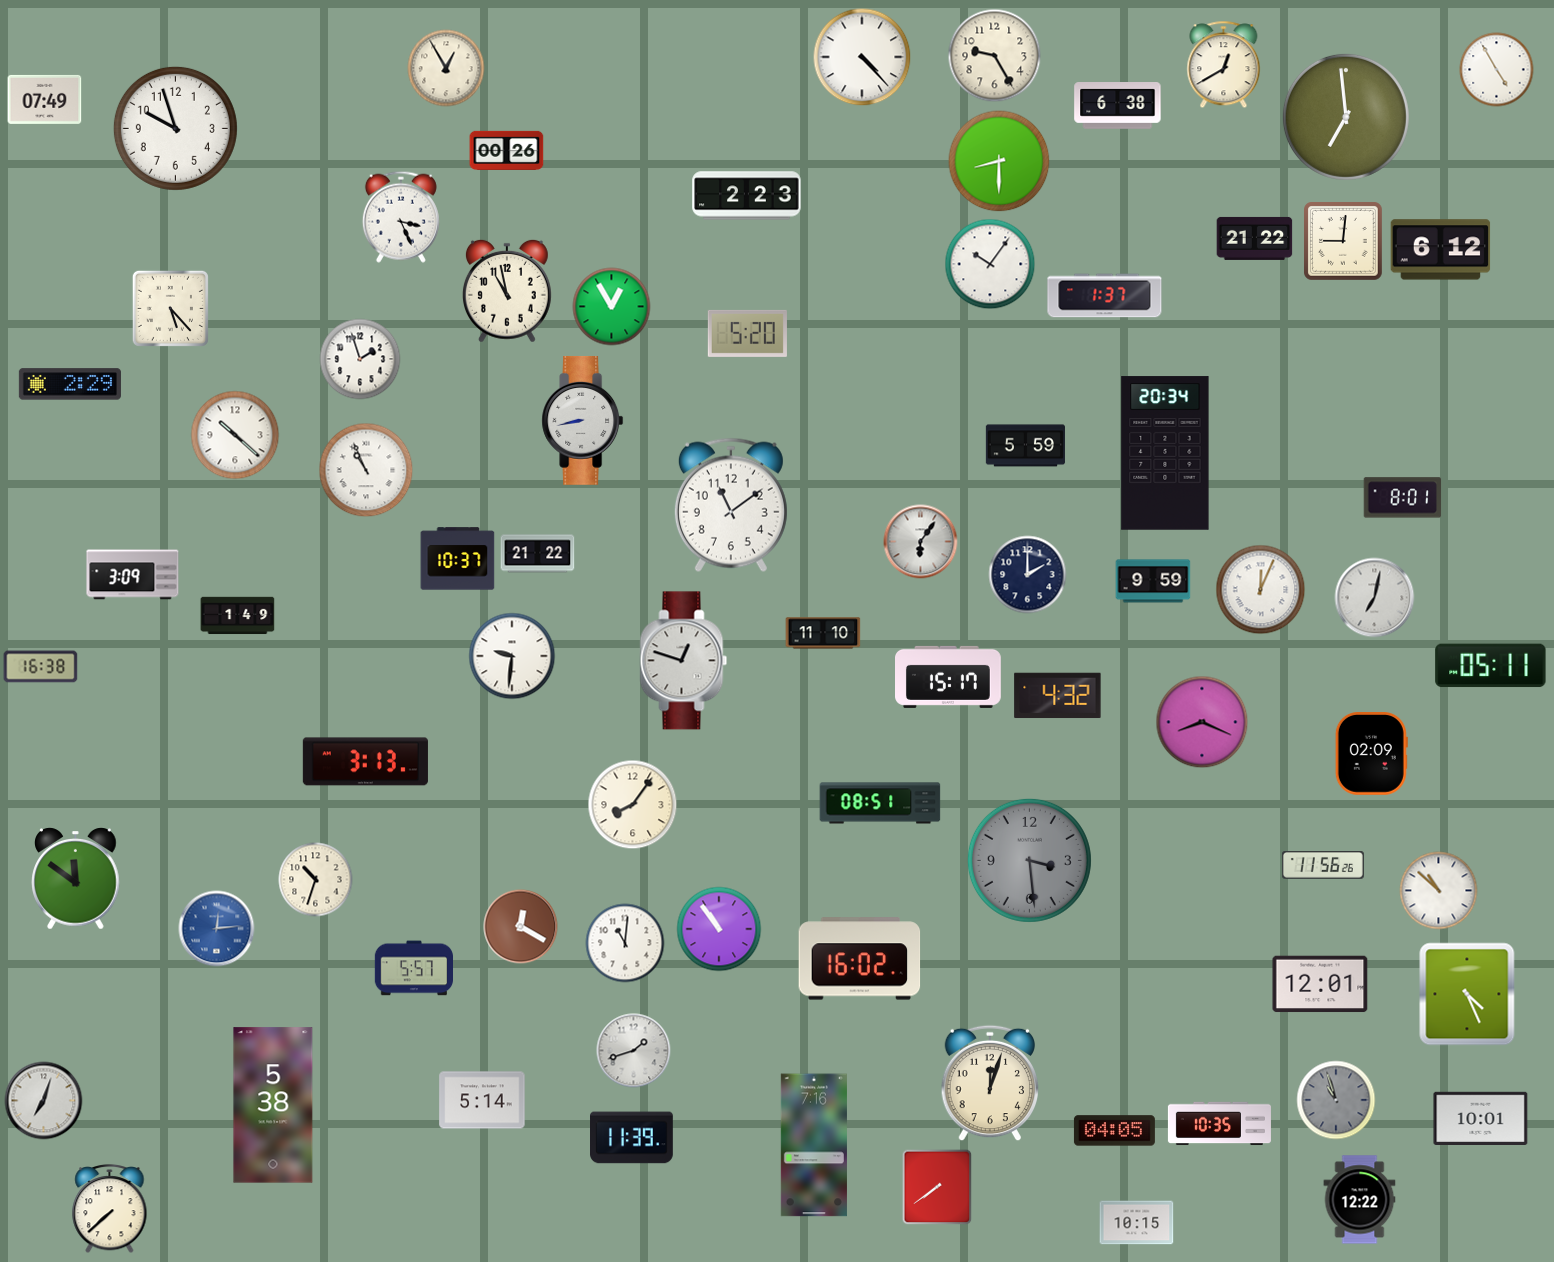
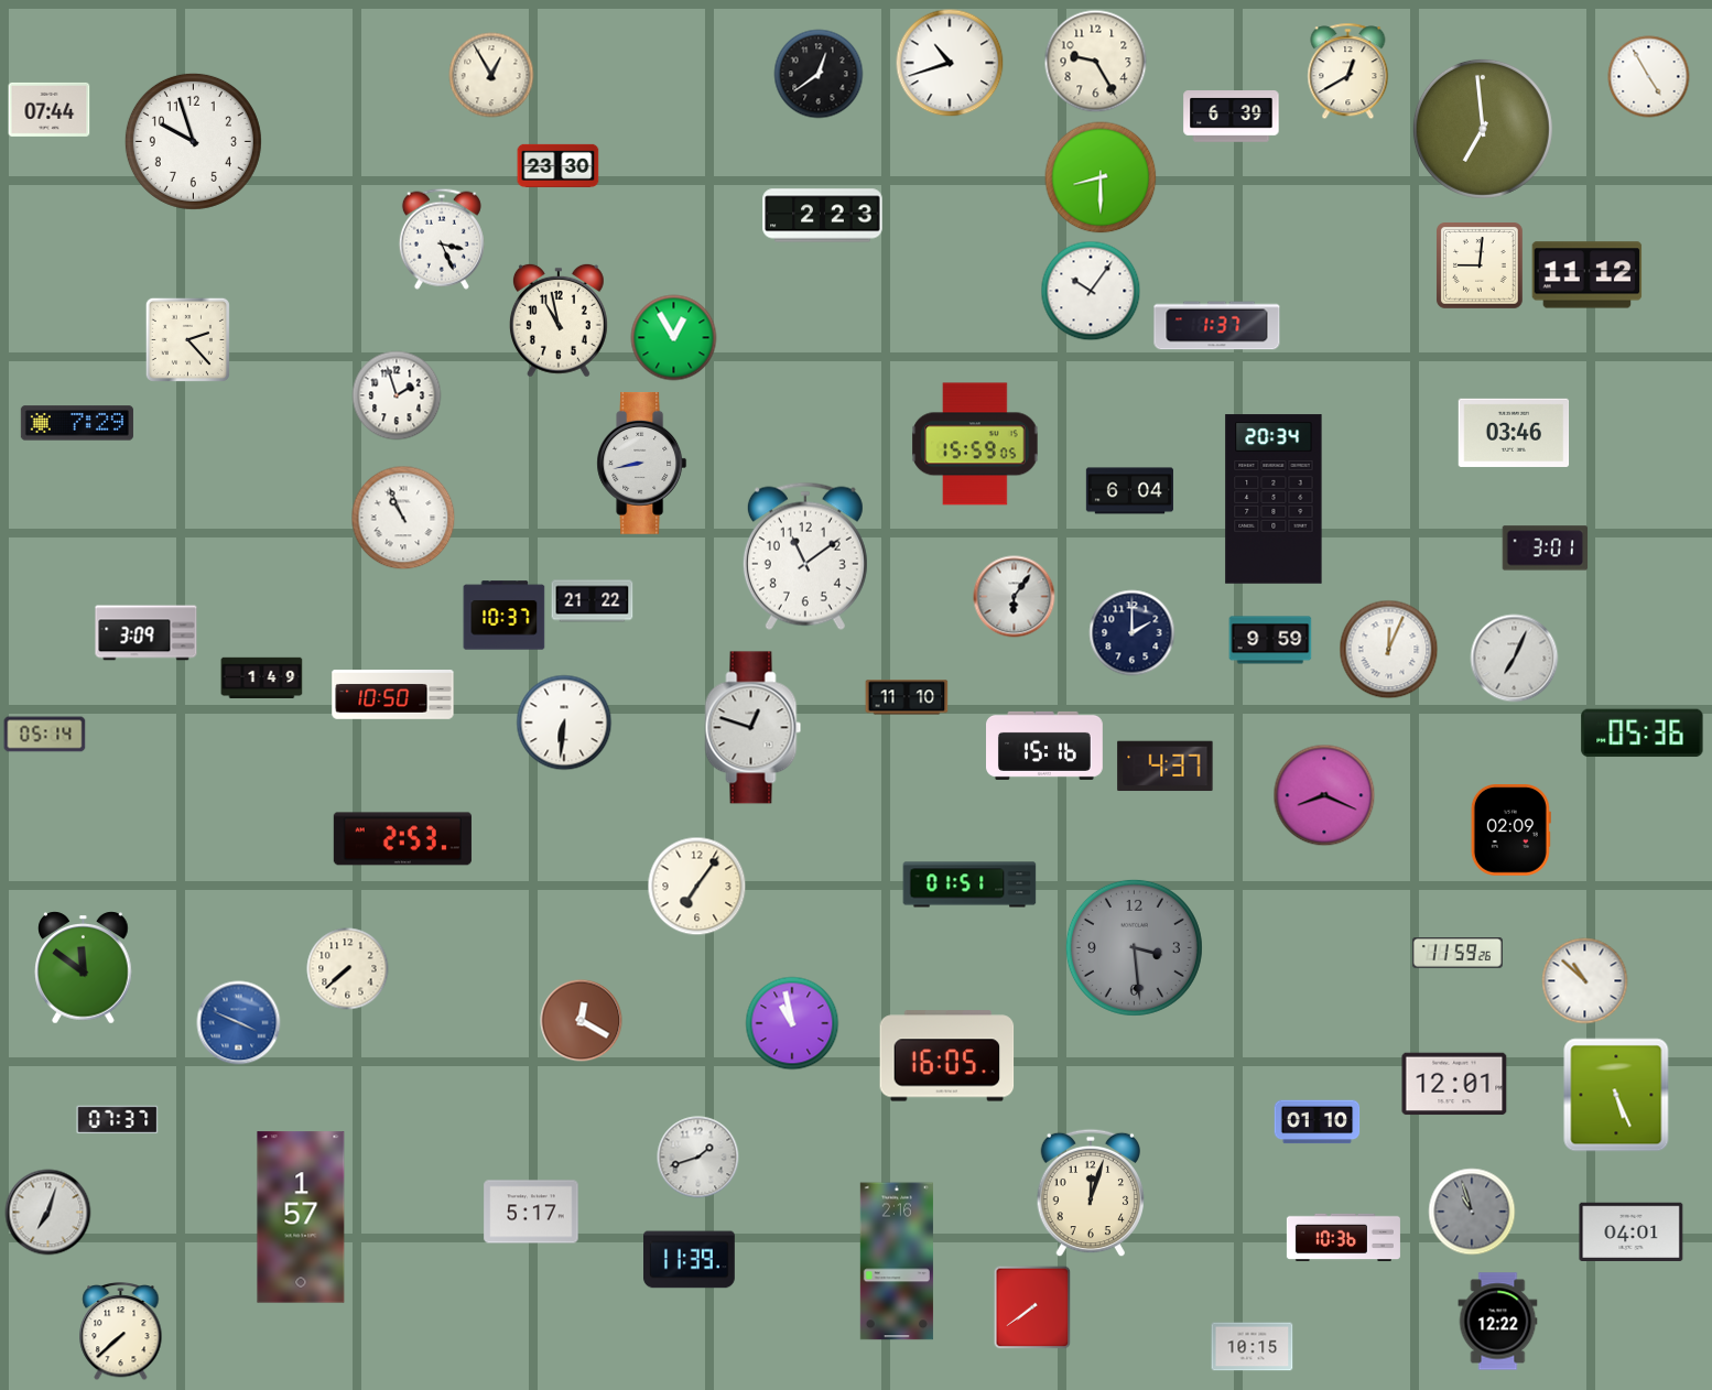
clock at (862, 57): 4:23 -> 10:42
clock at (819, 74): none -> 12:39
clock at (45, 99): 07:49 -> 07:44
clock at (1118, 106): 6:38 -> 6:39
clock at (507, 150): 00:26 -> 23:30
clock at (1255, 238): 21:22 -> none
clock at (1441, 250): 6:12 -> 11:12
clock at (170, 308): 5:23 -> 2:23
clock at (747, 333): 5:20 -> none
clock at (70, 384): 2:29 -> 7:29
clock at (1514, 433): none -> 03:46
clock at (975, 444): none -> 15:59
clock at (235, 435): 10:22 -> none
clock at (1025, 446): 5:59 -> 6:04
clock at (1165, 453) position: (1165, 453) -> (1274, 499)
clock at (1403, 498): 8:01 -> 3:01
clock at (538, 554) position: (538, 554) -> (593, 601)
clock at (1375, 598): 7:02 -> 7:04
clock at (393, 695): none -> 10:50
clock at (512, 656): 9:31 -> 6:31
clock at (1491, 666): 05:11 -> 05:36
clock at (41, 667): 16:38 -> 05:14
clock at (949, 677): 15:17 -> 15:16
clock at (1058, 696): 4:32 -> 4:37
clock at (365, 762): 3:13 -> 2:53
clock at (880, 803): 08:51 -> 01:51
clock at (633, 805): 8:06 -> 7:06
clock at (1323, 866): 11:56 -> 11:59
clock at (316, 880): 10:33 -> 7:38
clock at (521, 927) position: (521, 927) -> (582, 1021)
clock at (217, 929): 12:14 -> 3:49
clock at (719, 929): 10:54 -> 10:58
clock at (625, 943): 11:01 -> none
clock at (860, 959): 16:02 -> 16:05
clock at (413, 968): 5:57 -> none
clock at (1467, 994): 4:26 -> 5:26
clock at (118, 1120): none -> 07:37
clock at (1318, 1122): none -> 01:10
clock at (482, 1100): 5:14 -> 5:17
clock at (273, 1105): 5:38 -> 1:57
clock at (1481, 1118): 10:01 -> 04:01
clock at (1219, 1124): 10:35 -> 10:36
clock at (1114, 1131): 04:05 -> none
clock at (632, 1138) position: (632, 1138) -> (690, 1260)
clock at (814, 1145): 7:16 -> 2:16
